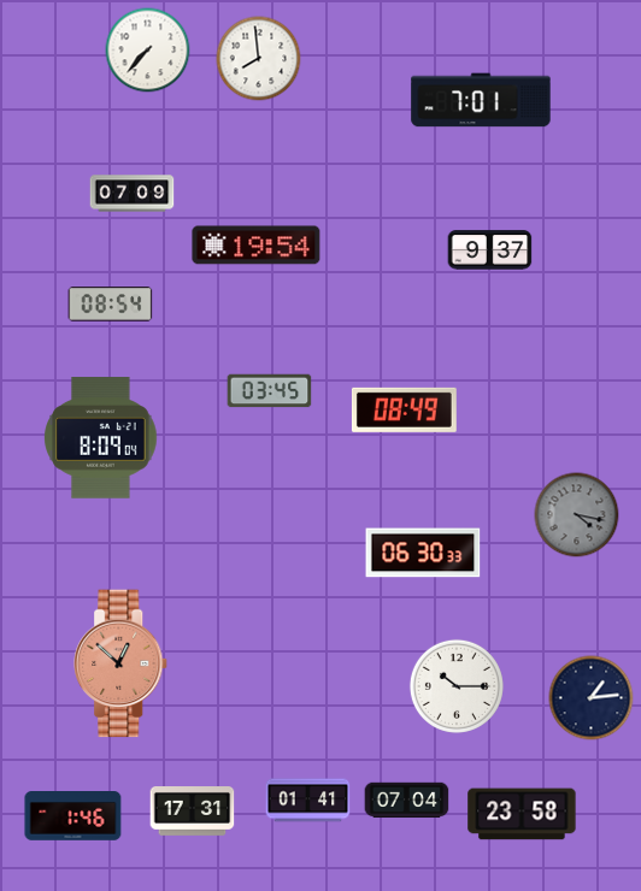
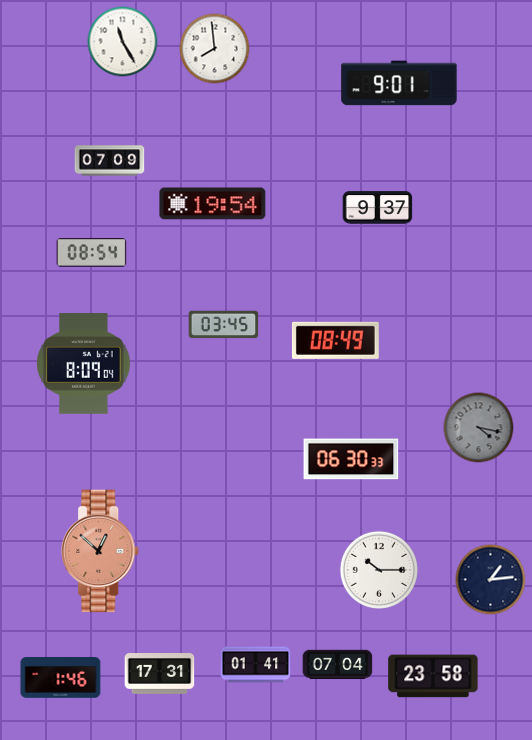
clock at (148, 51): 7:37 -> 11:25
clock at (481, 100): 7:01 -> 9:01
clock at (490, 250) position: (490, 250) -> (378, 208)
